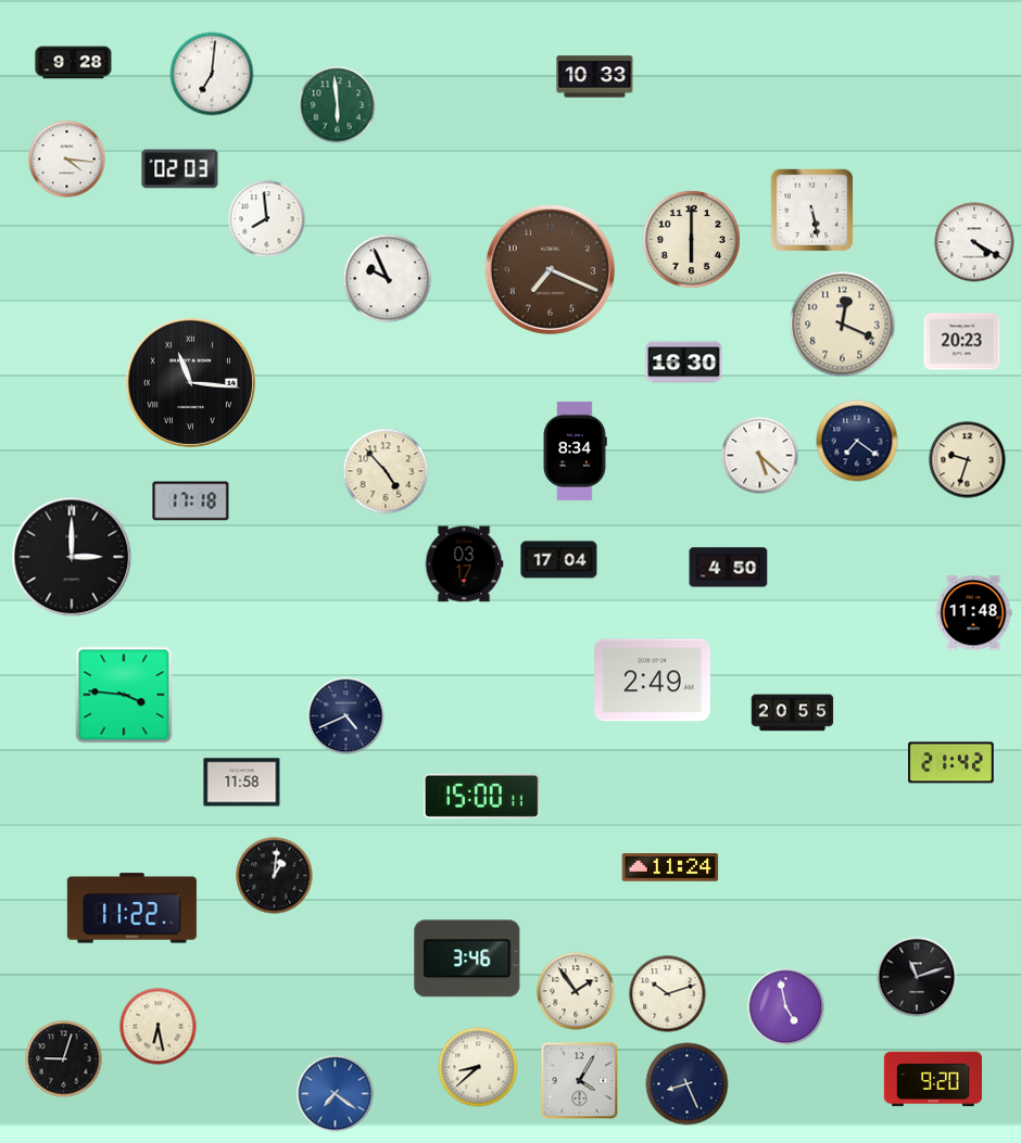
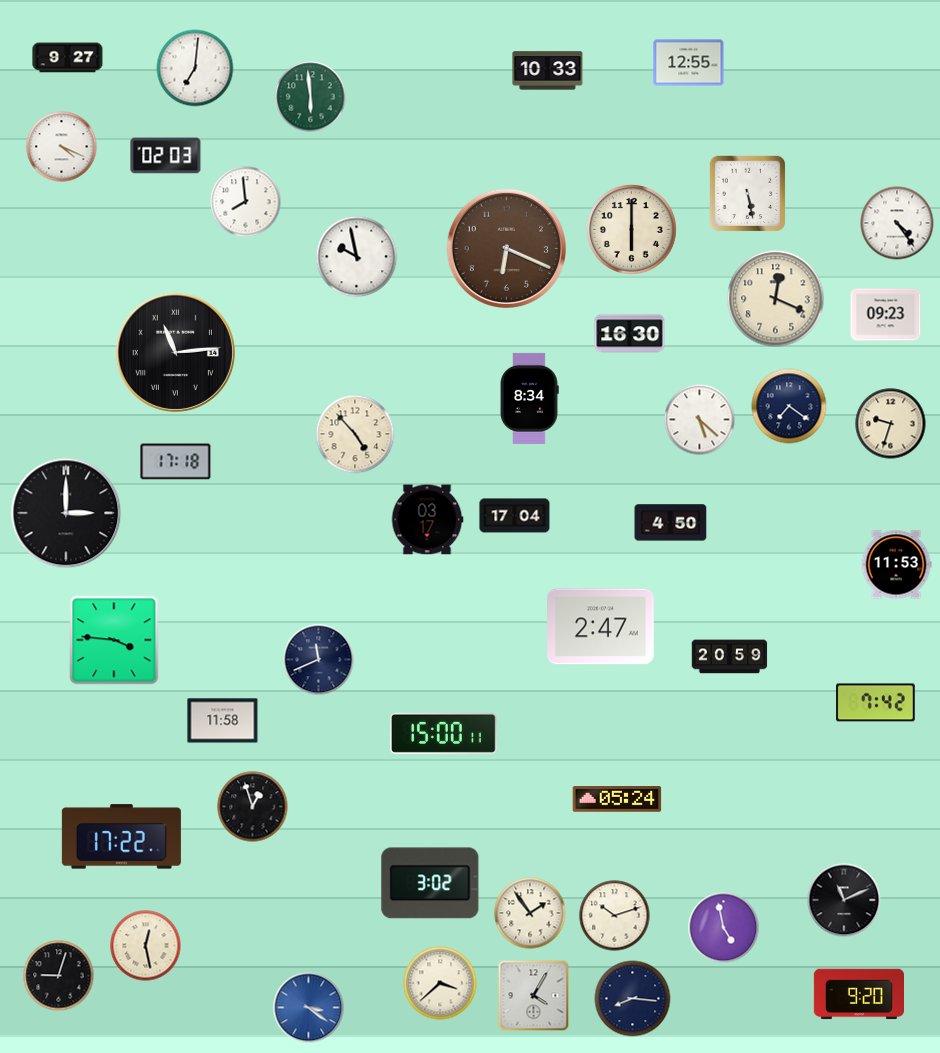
clock at (74, 63): 9:28 -> 9:27
clock at (689, 63): none -> 12:55
clock at (67, 160): 4:16 -> 4:19
clock at (692, 240) position: (692, 240) -> (632, 230)
clock at (974, 242): 4:20 -> 4:24
clock at (550, 269): 7:19 -> 6:19
clock at (388, 279): 9:56 -> 9:58
clock at (962, 342): 20:23 -> 09:23
clock at (190, 382): 11:16 -> 11:14
clock at (575, 450) position: (575, 450) -> (529, 398)
clock at (973, 613): 11:48 -> 11:53
clock at (653, 681): 2:49 -> 2:47
clock at (793, 713): 20:55 -> 20:59
clock at (346, 716): 4:41 -> 11:41
clock at (951, 763): 21:42 -> 7:42
clock at (670, 867): 11:24 -> 05:24
clock at (275, 876): 1:01 -> 12:57
clock at (131, 909): 11:22 -> 17:22
clock at (467, 958): 3:46 -> 3:02
clock at (917, 977): 11:12 -> 11:11
clock at (159, 1027): 6:28 -> 12:28
clock at (478, 1067): 8:38 -> 3:38
clock at (688, 1084): 8:26 -> 8:16
clock at (336, 1094): 7:21 -> 3:21
